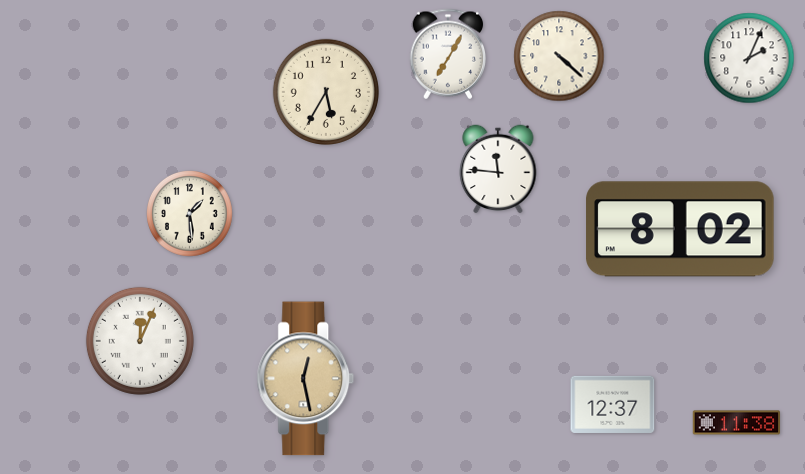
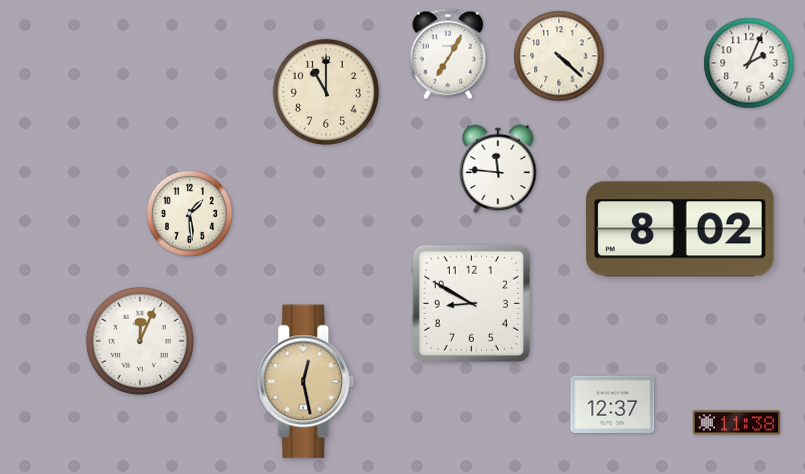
clock at (749, 58) position: (749, 58) -> (749, 63)
clock at (326, 92): 5:35 -> 11:00
clock at (471, 303): none -> 8:50
clock at (306, 379) position: (306, 379) -> (306, 382)
